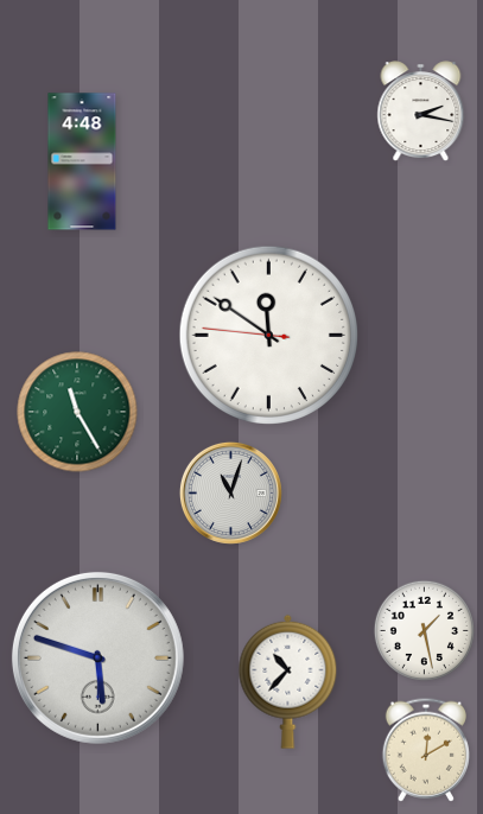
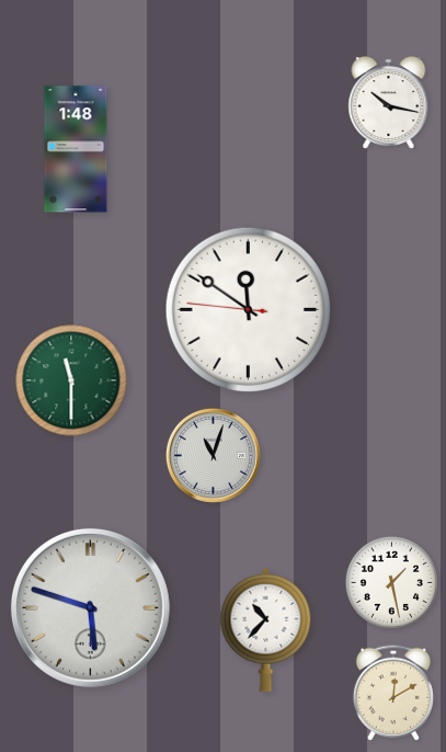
clock at (421, 112): 2:17 -> 10:17
clock at (82, 161): 4:48 -> 1:48
clock at (77, 412): 11:25 -> 11:30
